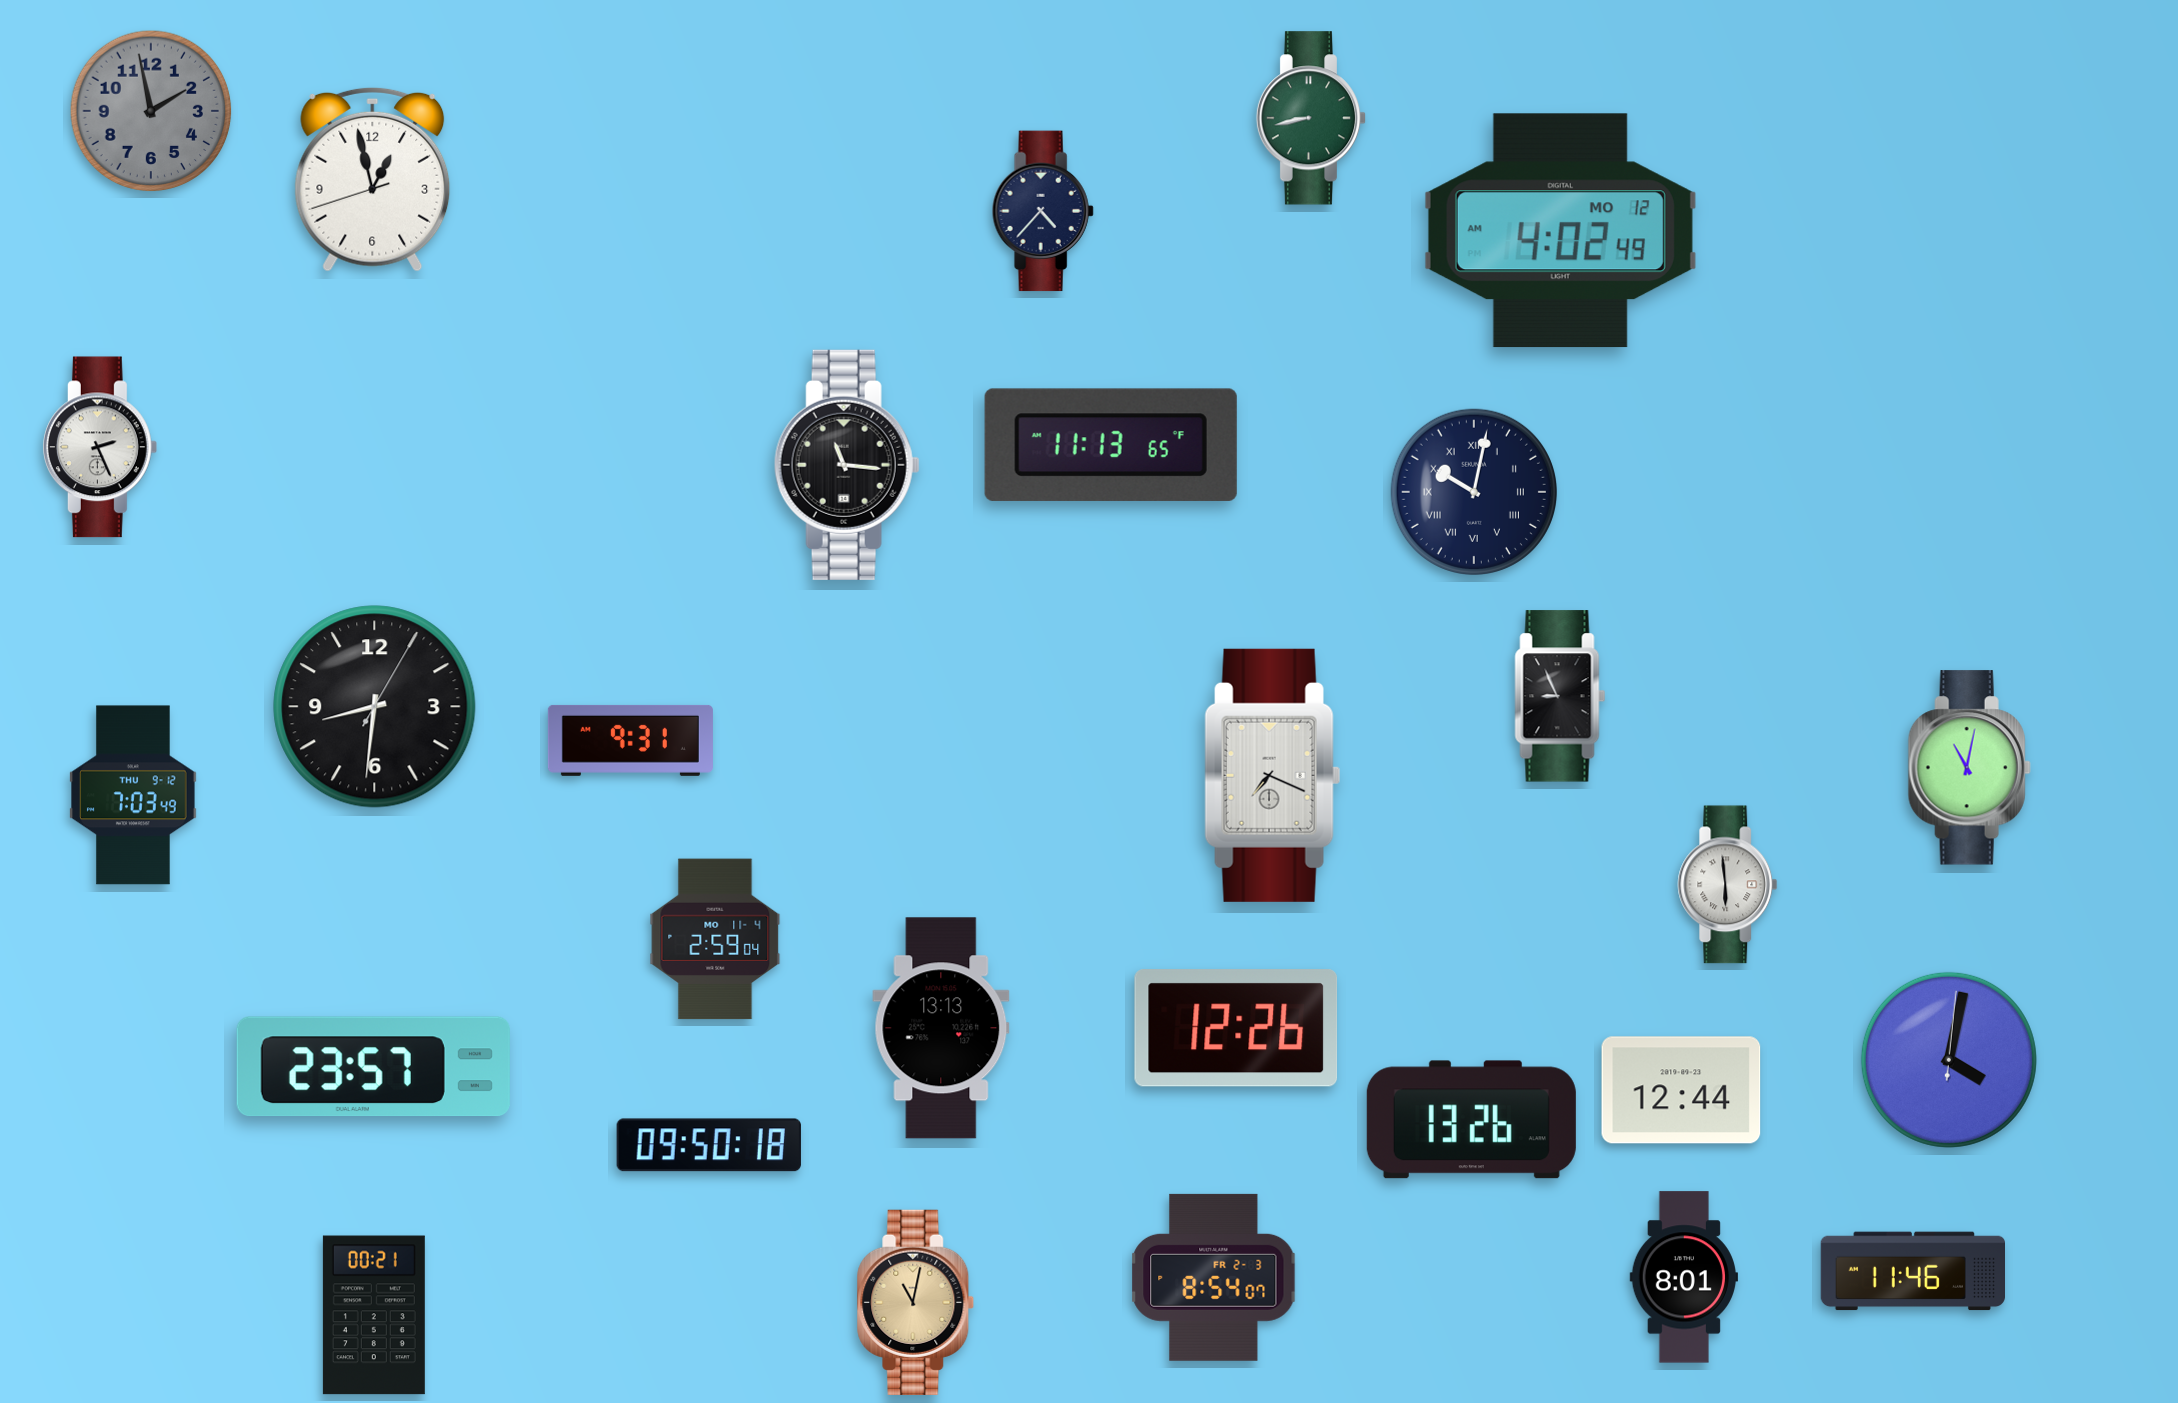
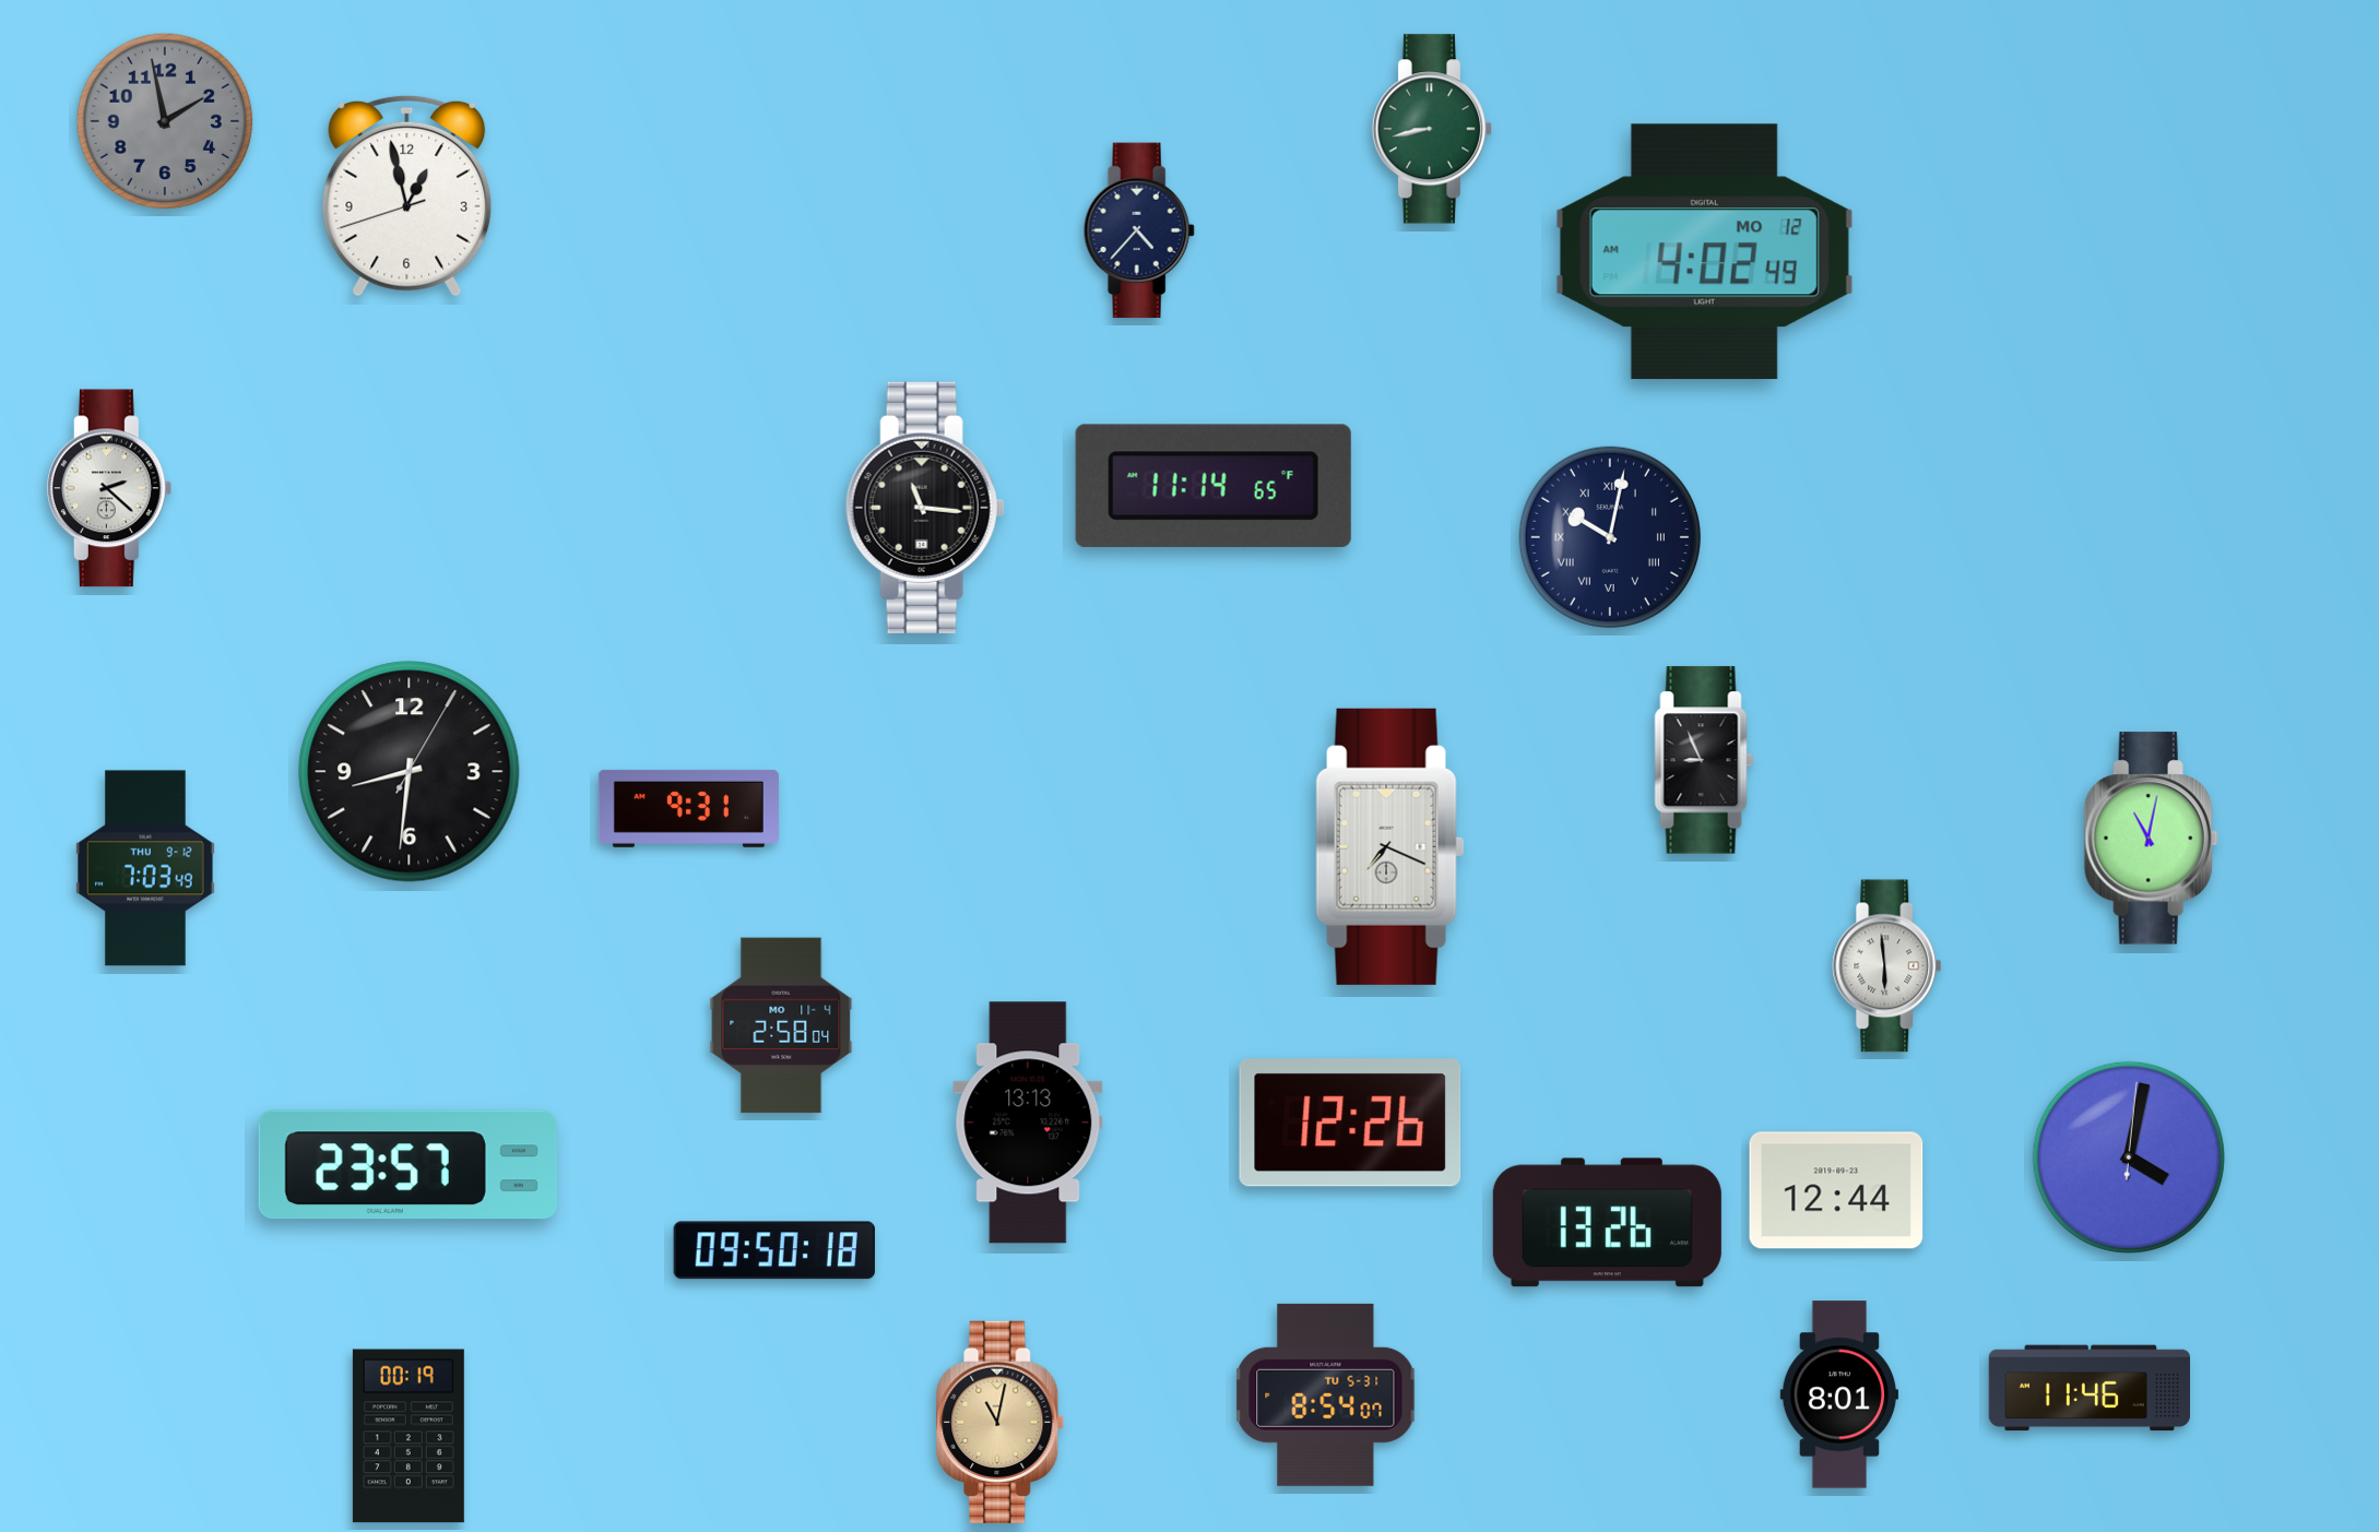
clock at (1111, 445): 11:13 -> 11:14
clock at (100, 447): 2:26 -> 2:22
clock at (715, 939): 2:59 -> 2:58
clock at (1214, 1277) date: FR 2-3 -> TU 5-31
clock at (374, 1315): 00:21 -> 00:19
